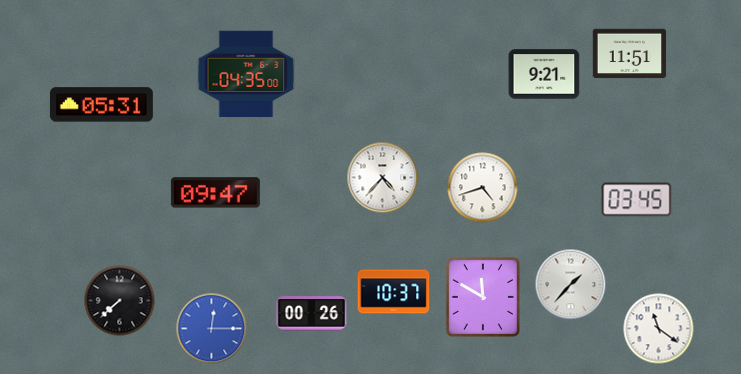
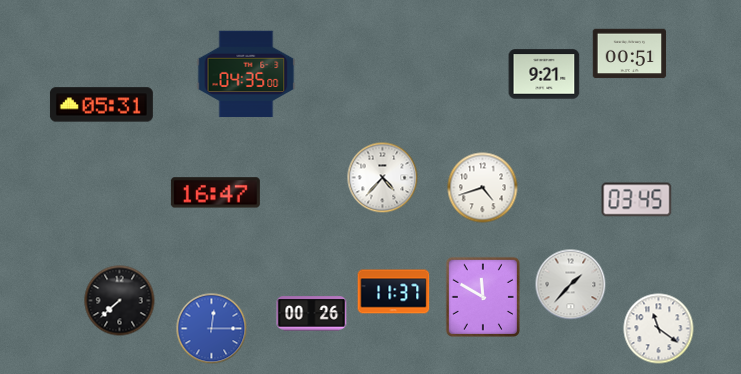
clock at (630, 54): 11:51 -> 00:51
clock at (215, 193): 09:47 -> 16:47
clock at (394, 292): 10:37 -> 11:37
